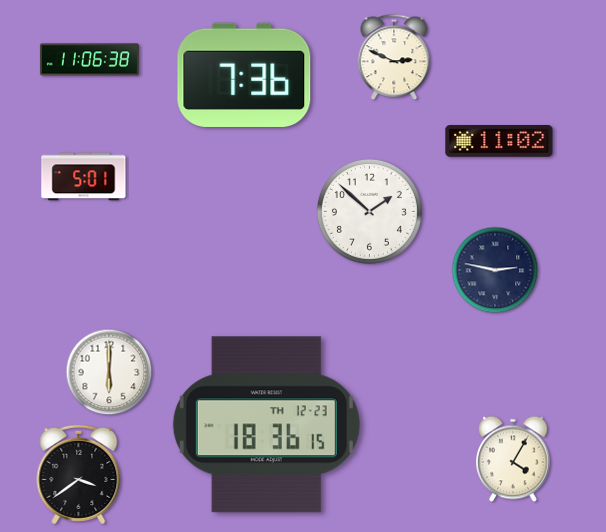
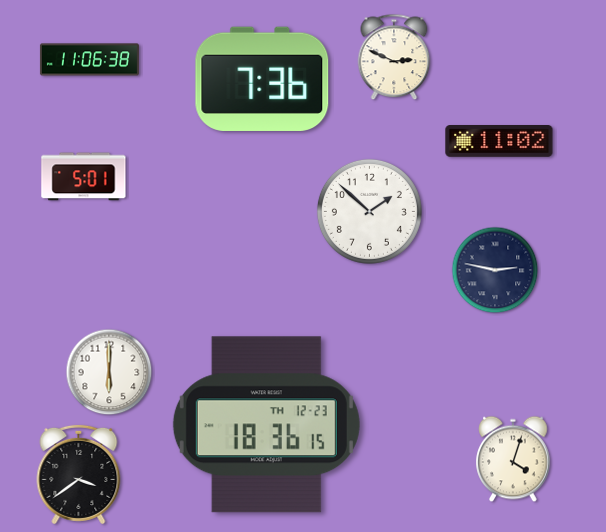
clock at (244, 75) position: (244, 75) -> (262, 79)
clock at (513, 459): 4:05 -> 4:03
